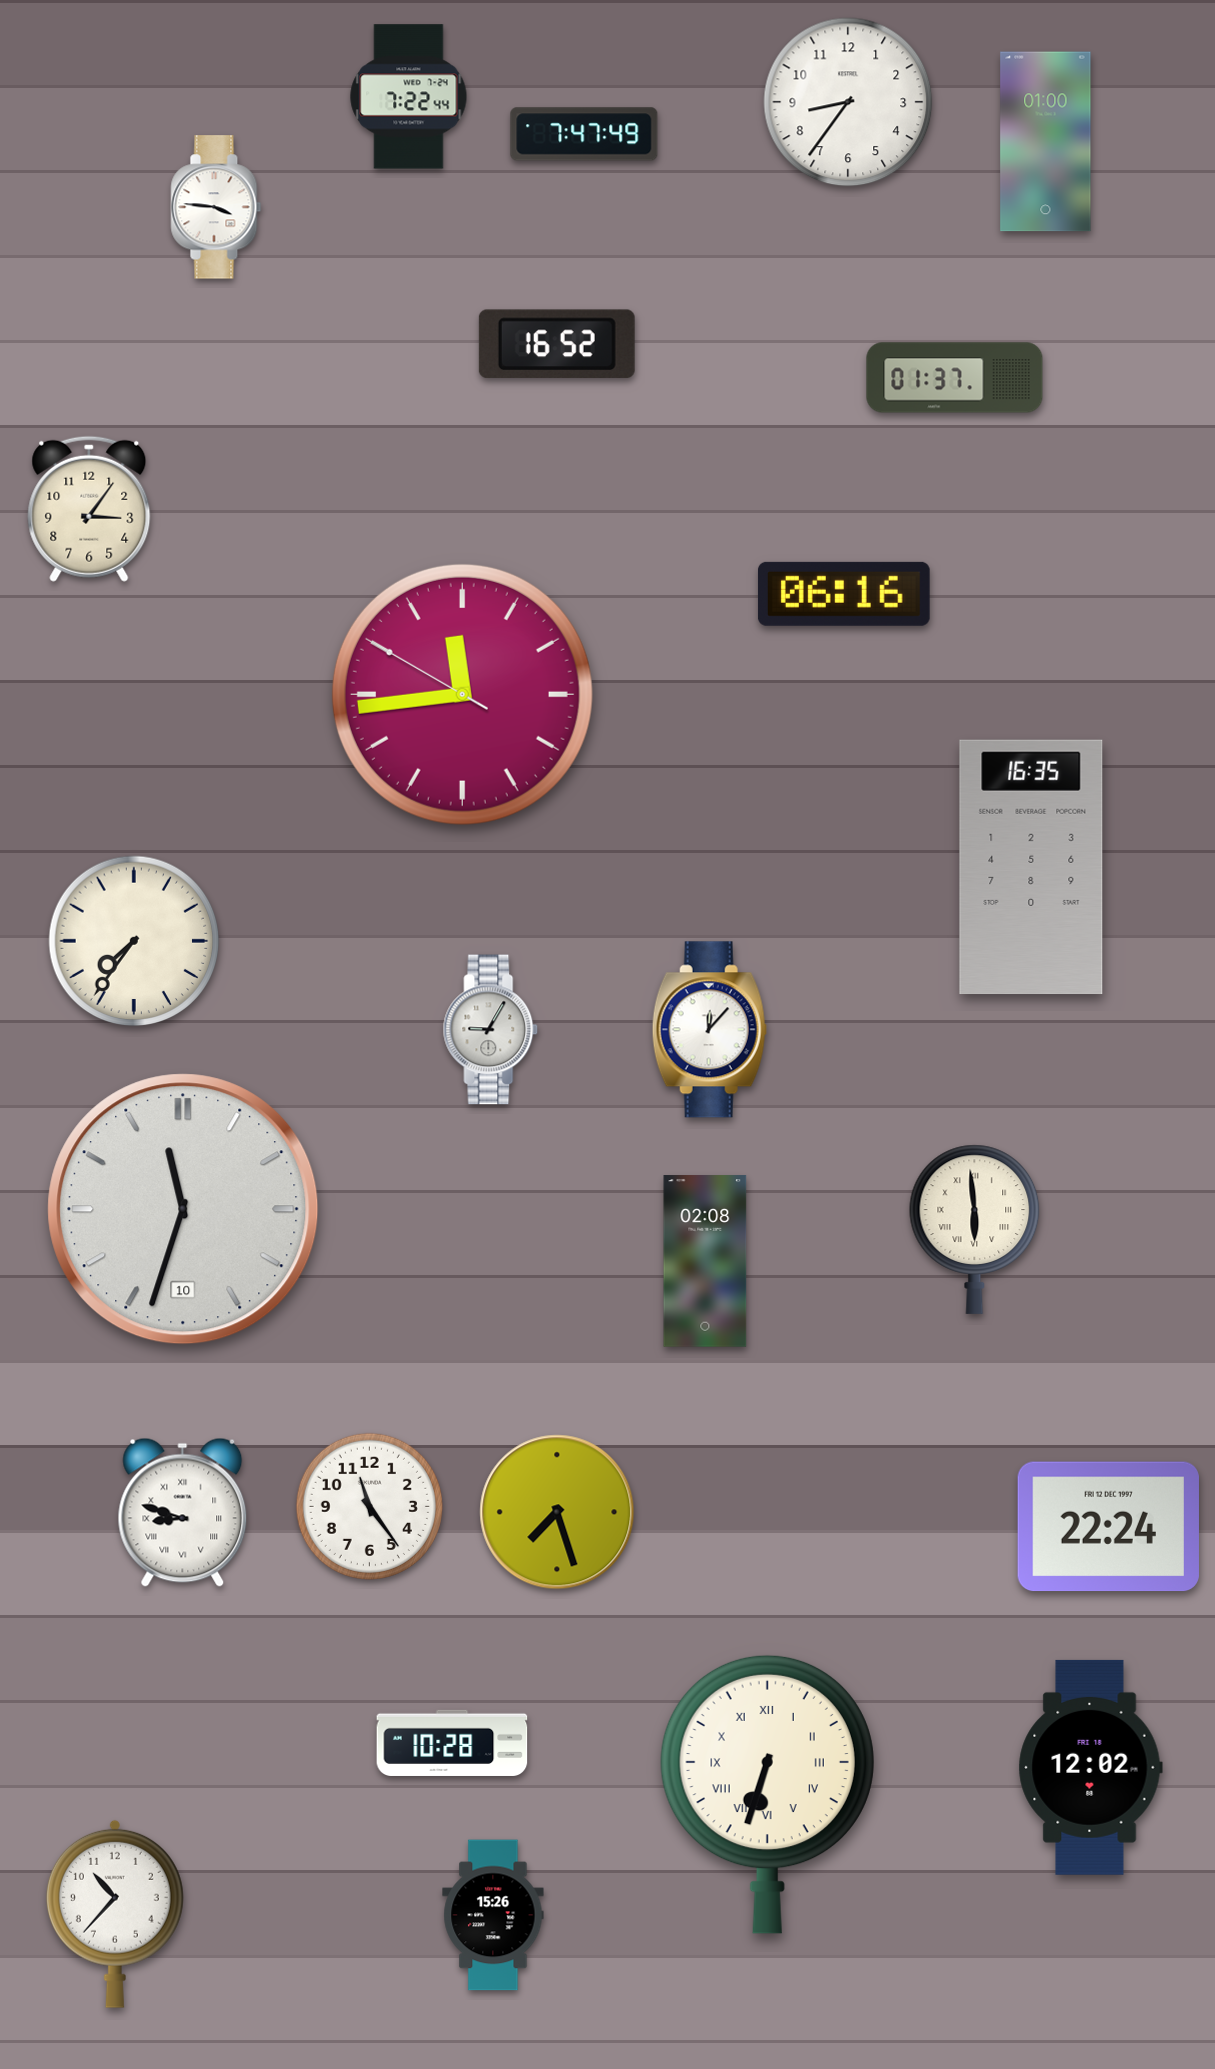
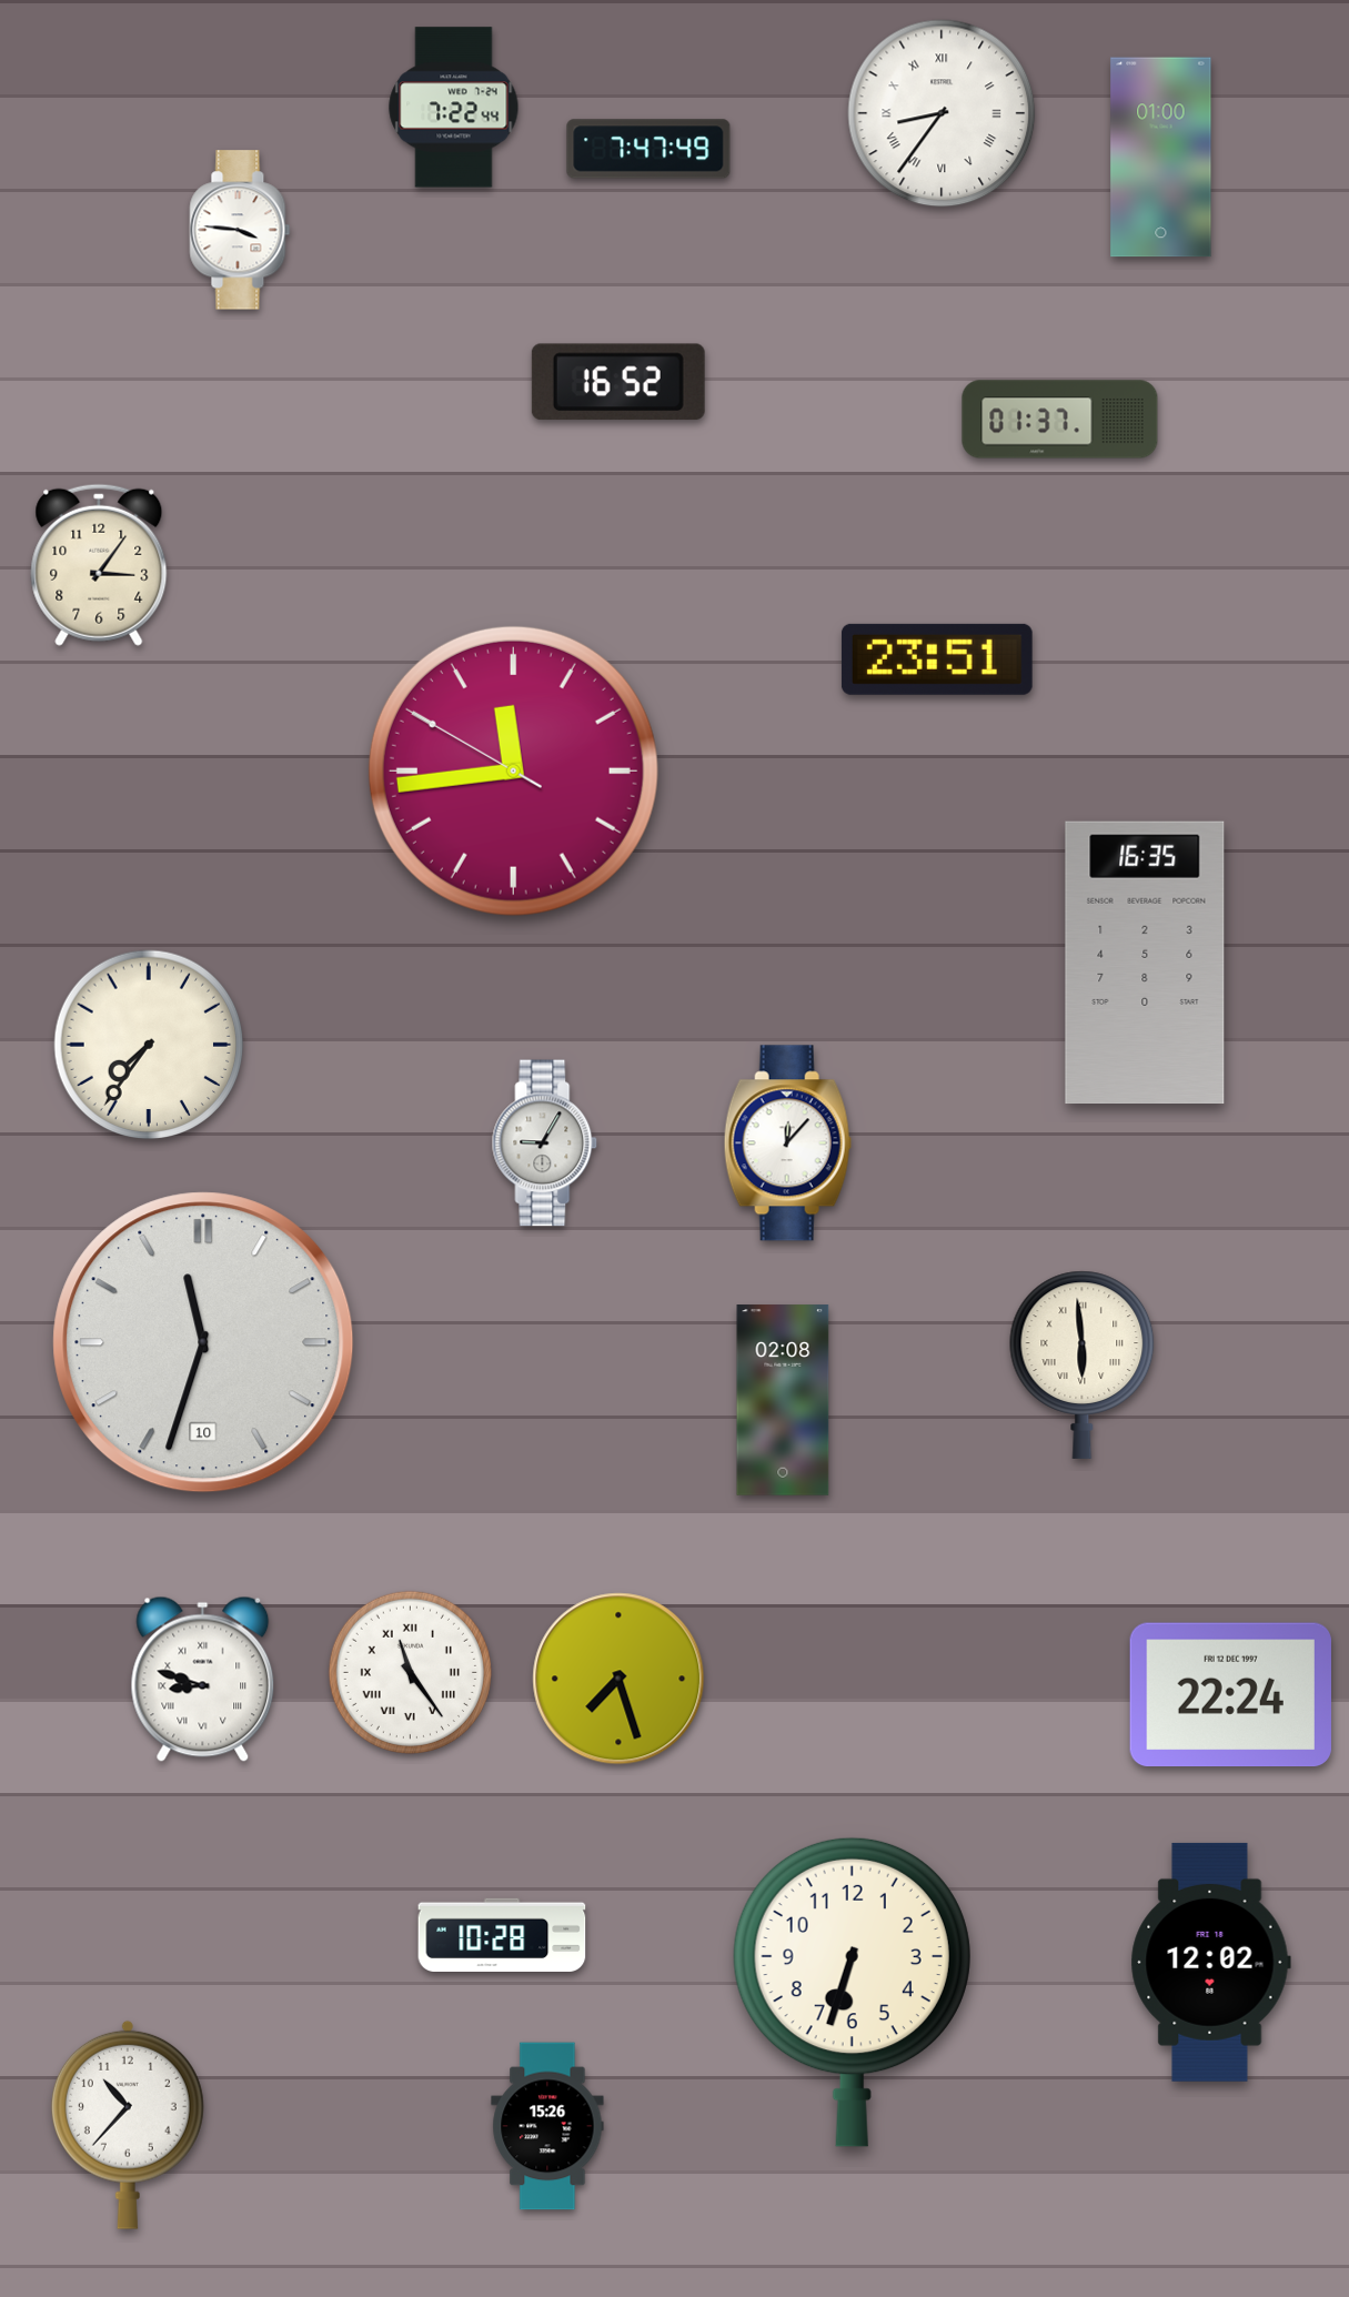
clock at (848, 102) numerals: Arabic -> Roman
clock at (844, 594): 06:16 -> 23:51
clock at (369, 1506) numerals: Arabic -> Roman
clock at (767, 1794) numerals: Roman -> Arabic
